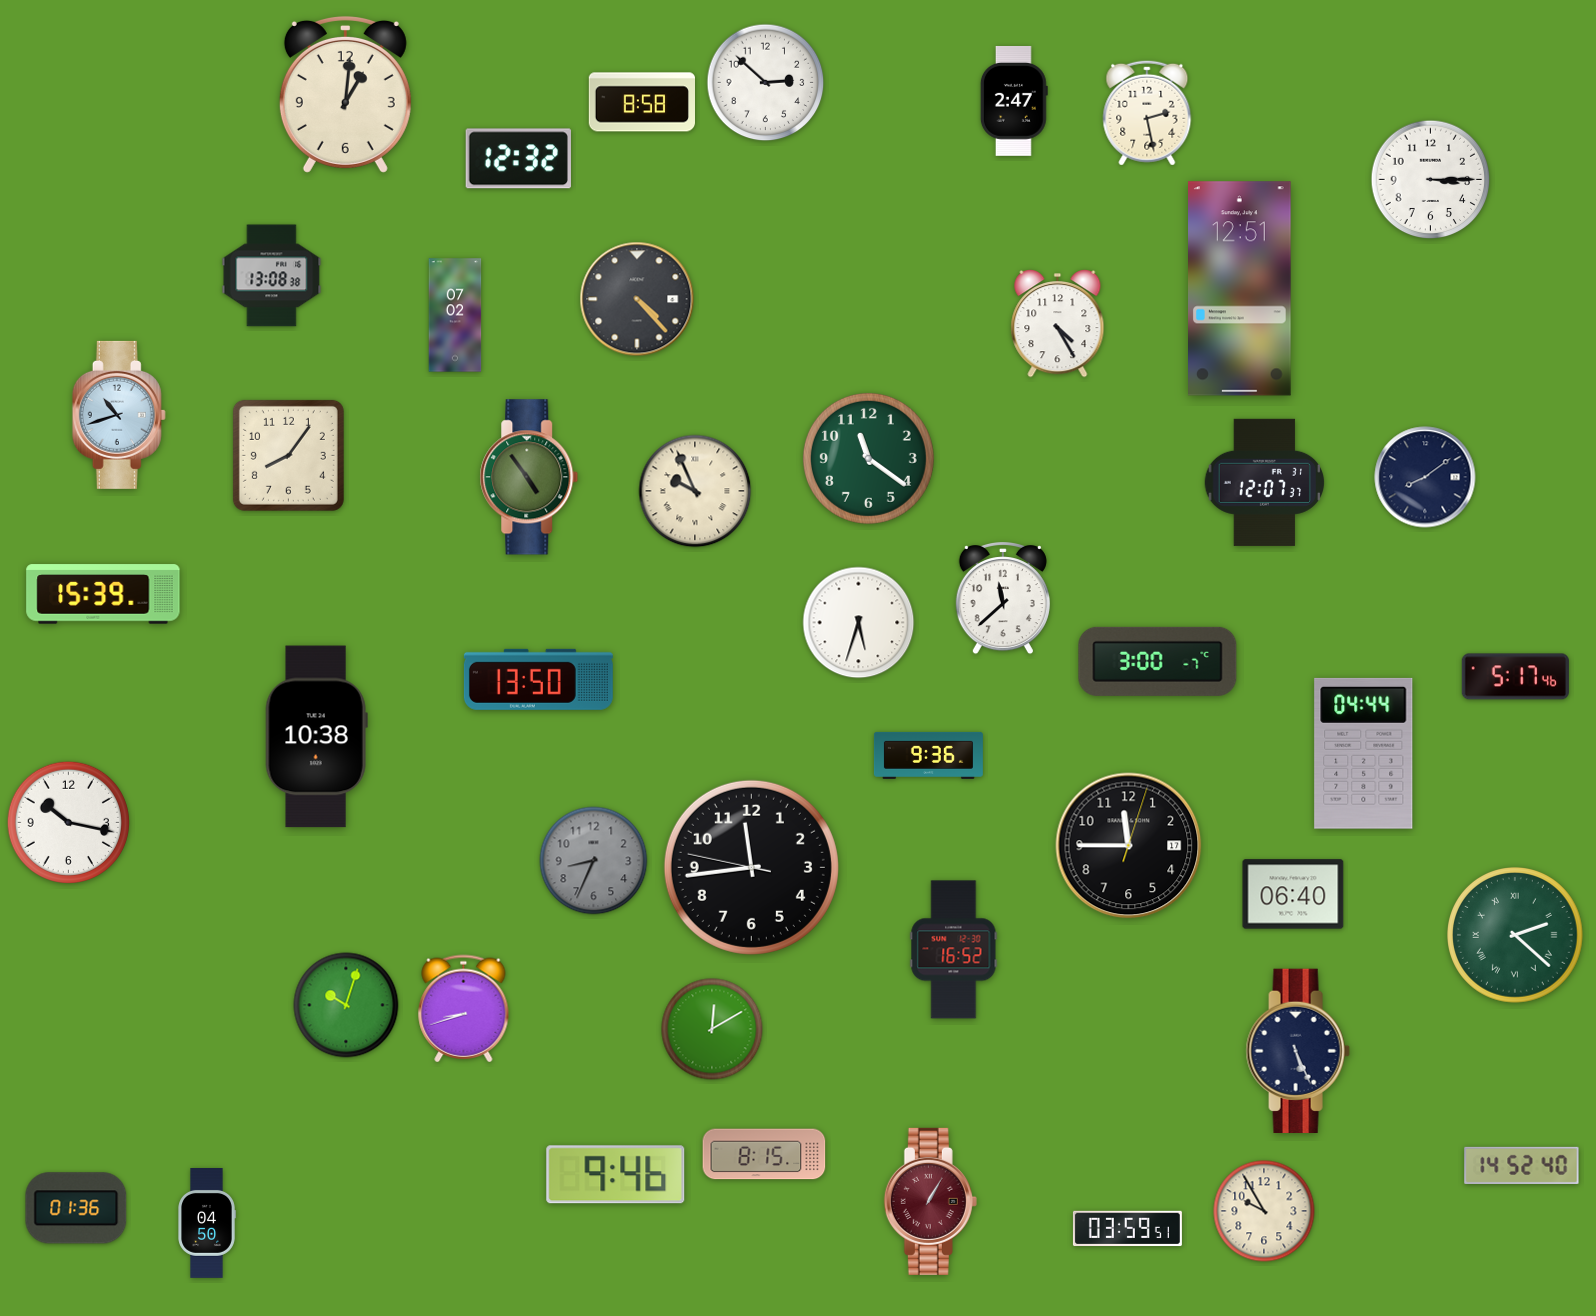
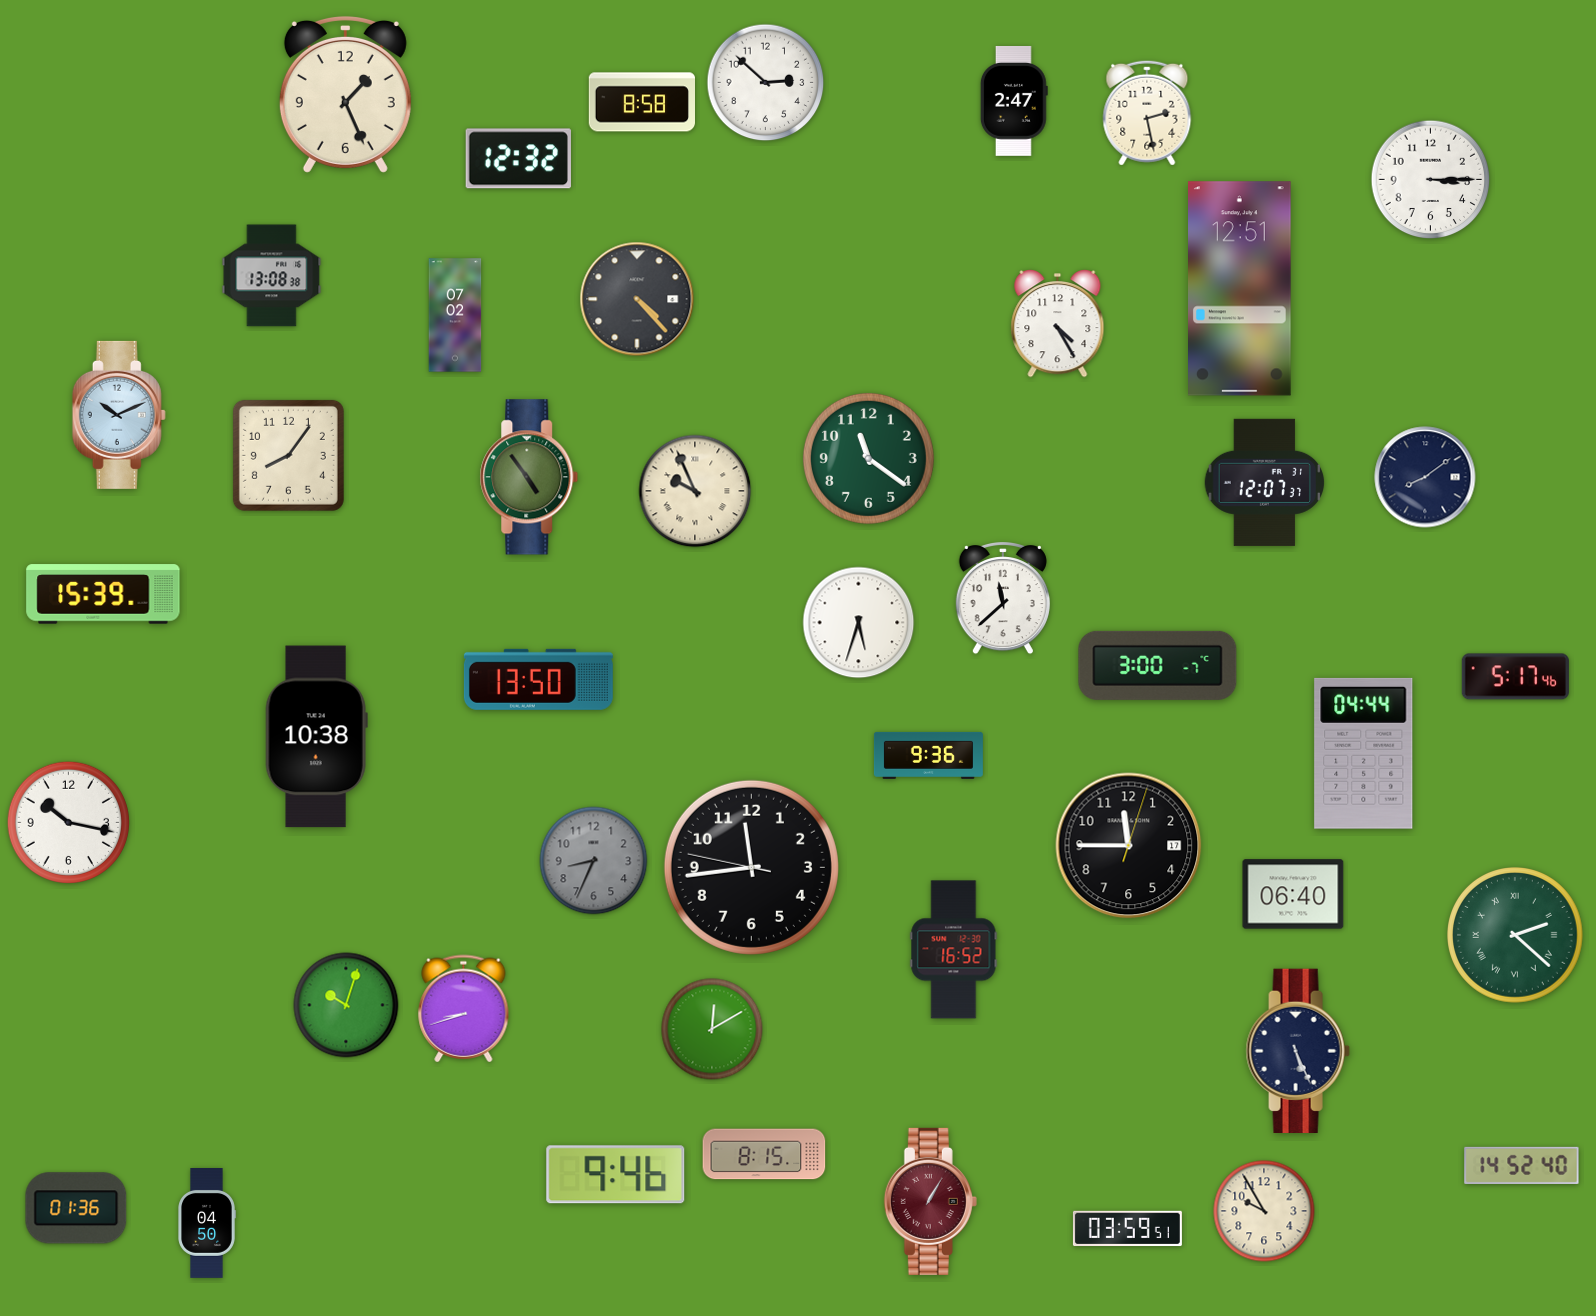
clock at (345, 94): 1:01 -> 1:26
clock at (119, 415): 10:42 -> 10:11
clock at (1158, 661) position: (1158, 661) -> (1158, 665)
